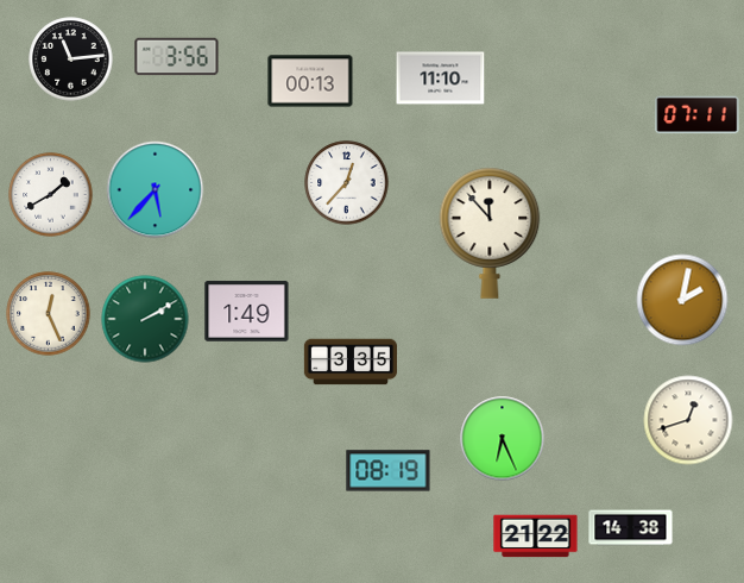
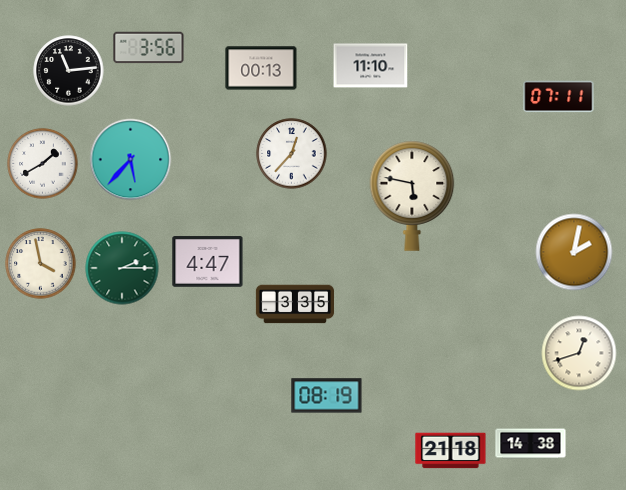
clock at (71, 59) position: (71, 59) -> (69, 71)
clock at (698, 115) position: (698, 115) -> (559, 97)
clock at (490, 233): 11:53 -> 5:47
clock at (247, 312): 1:49 -> 4:47
clock at (49, 314): 12:26 -> 3:58
clock at (145, 319): 2:10 -> 2:15
clock at (503, 439): 6:26 -> none
clock at (536, 537): 21:22 -> 21:18
